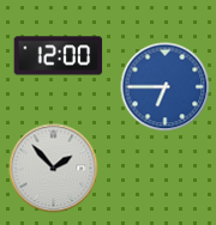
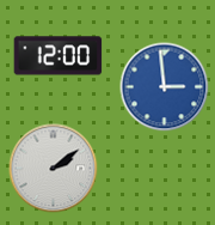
clock at (166, 87): 6:45 -> 2:59
clock at (54, 169): 1:53 -> 2:09
